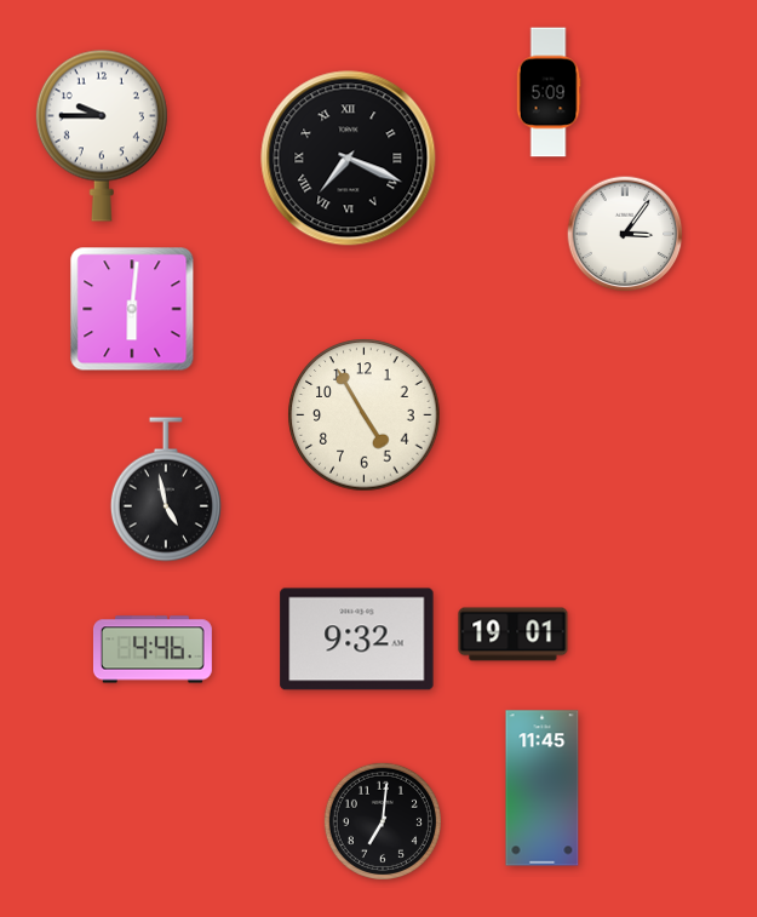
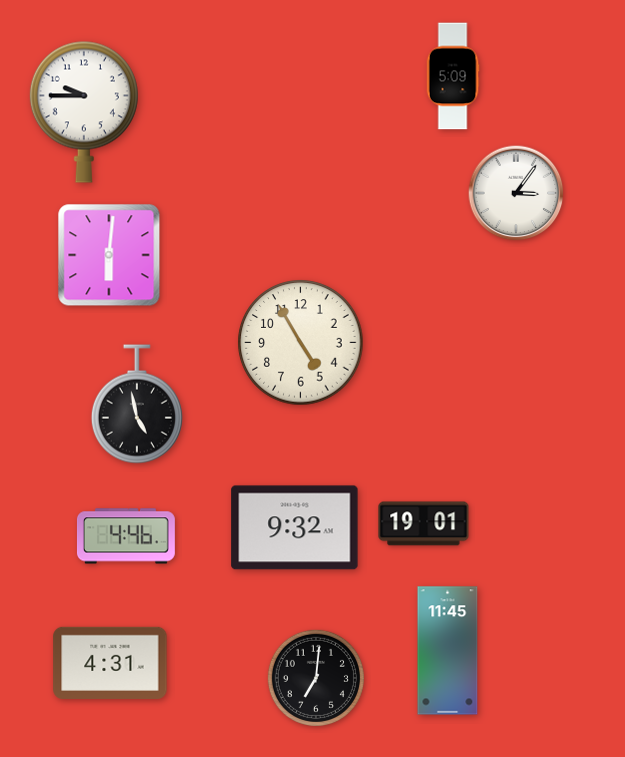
clock at (349, 159): 7:19 -> none
clock at (110, 663): none -> 4:31
